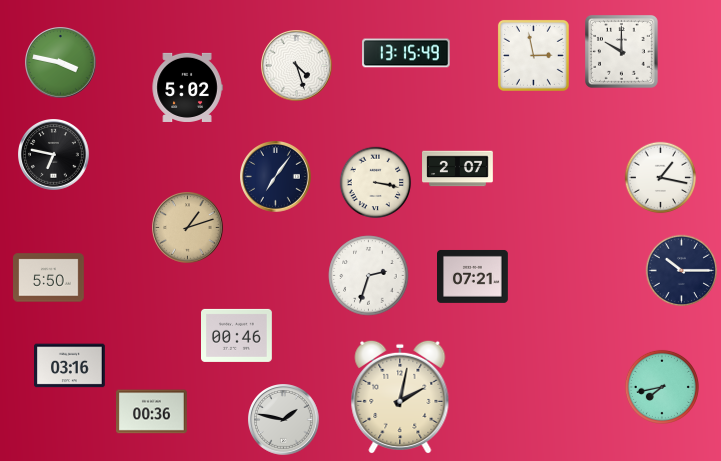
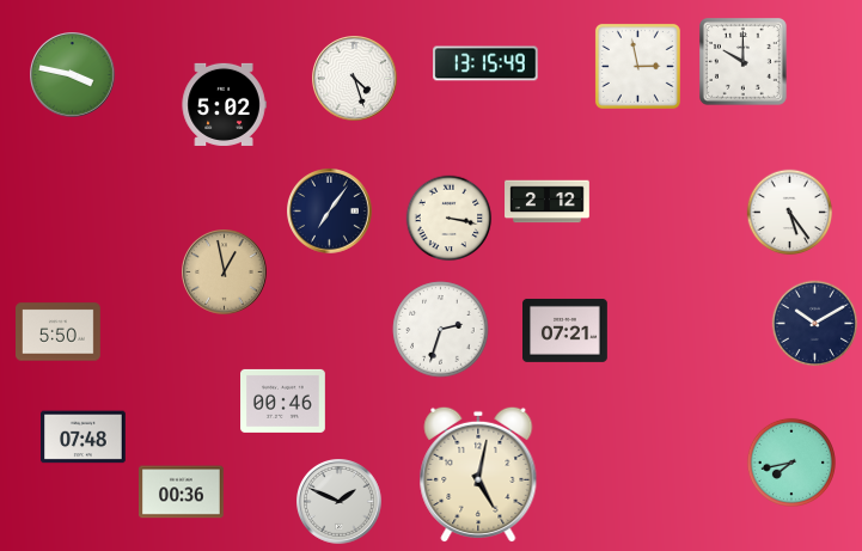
clock at (54, 155): 6:47 -> none
clock at (458, 169): 2:07 -> 2:12
clock at (661, 178): 1:17 -> 5:24
clock at (188, 228): 1:12 -> 12:58
clock at (682, 271): 10:15 -> 10:10
clock at (70, 366): 03:16 -> 07:48
clock at (400, 396): 2:02 -> 5:02
clock at (284, 420): 1:47 -> 1:49
